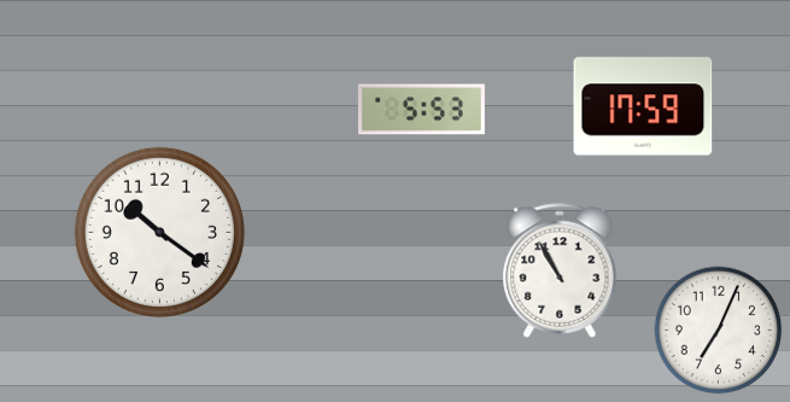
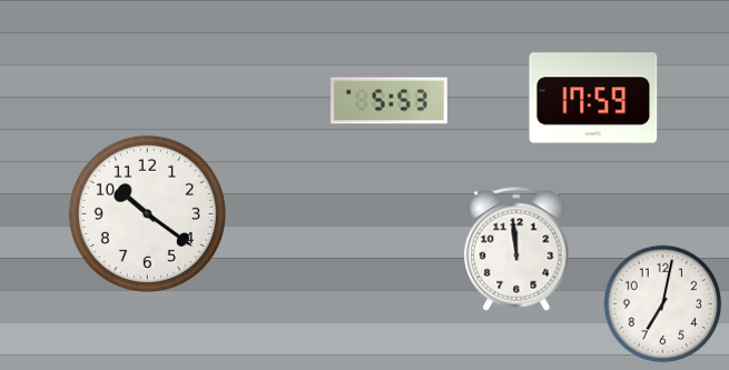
clock at (560, 270): 10:55 -> 11:59
clock at (719, 331): 7:04 -> 7:02
